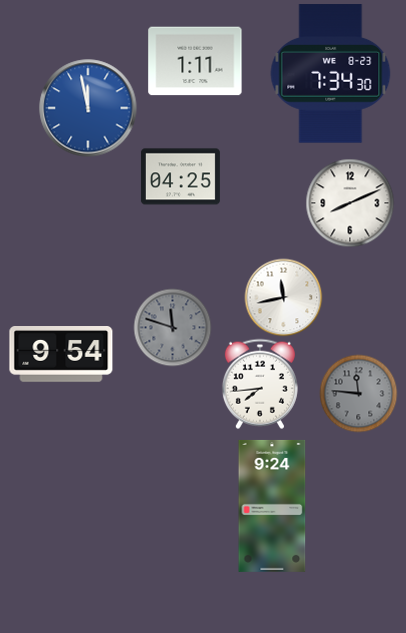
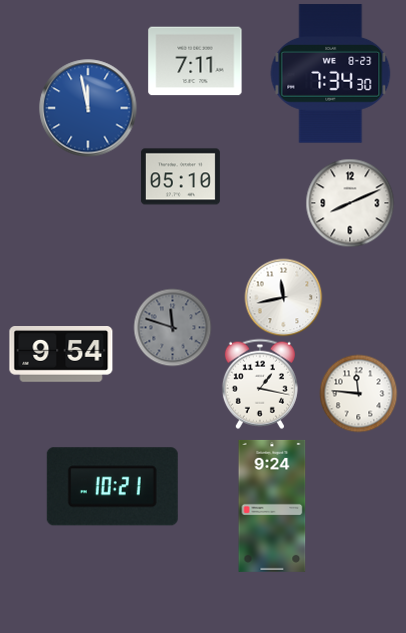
clock at (195, 61): 1:11 -> 7:11
clock at (180, 177): 04:25 -> 05:10
clock at (260, 384): 7:44 -> 1:17
clock at (358, 393) dial: grey -> white
clock at (112, 487): none -> 10:21
